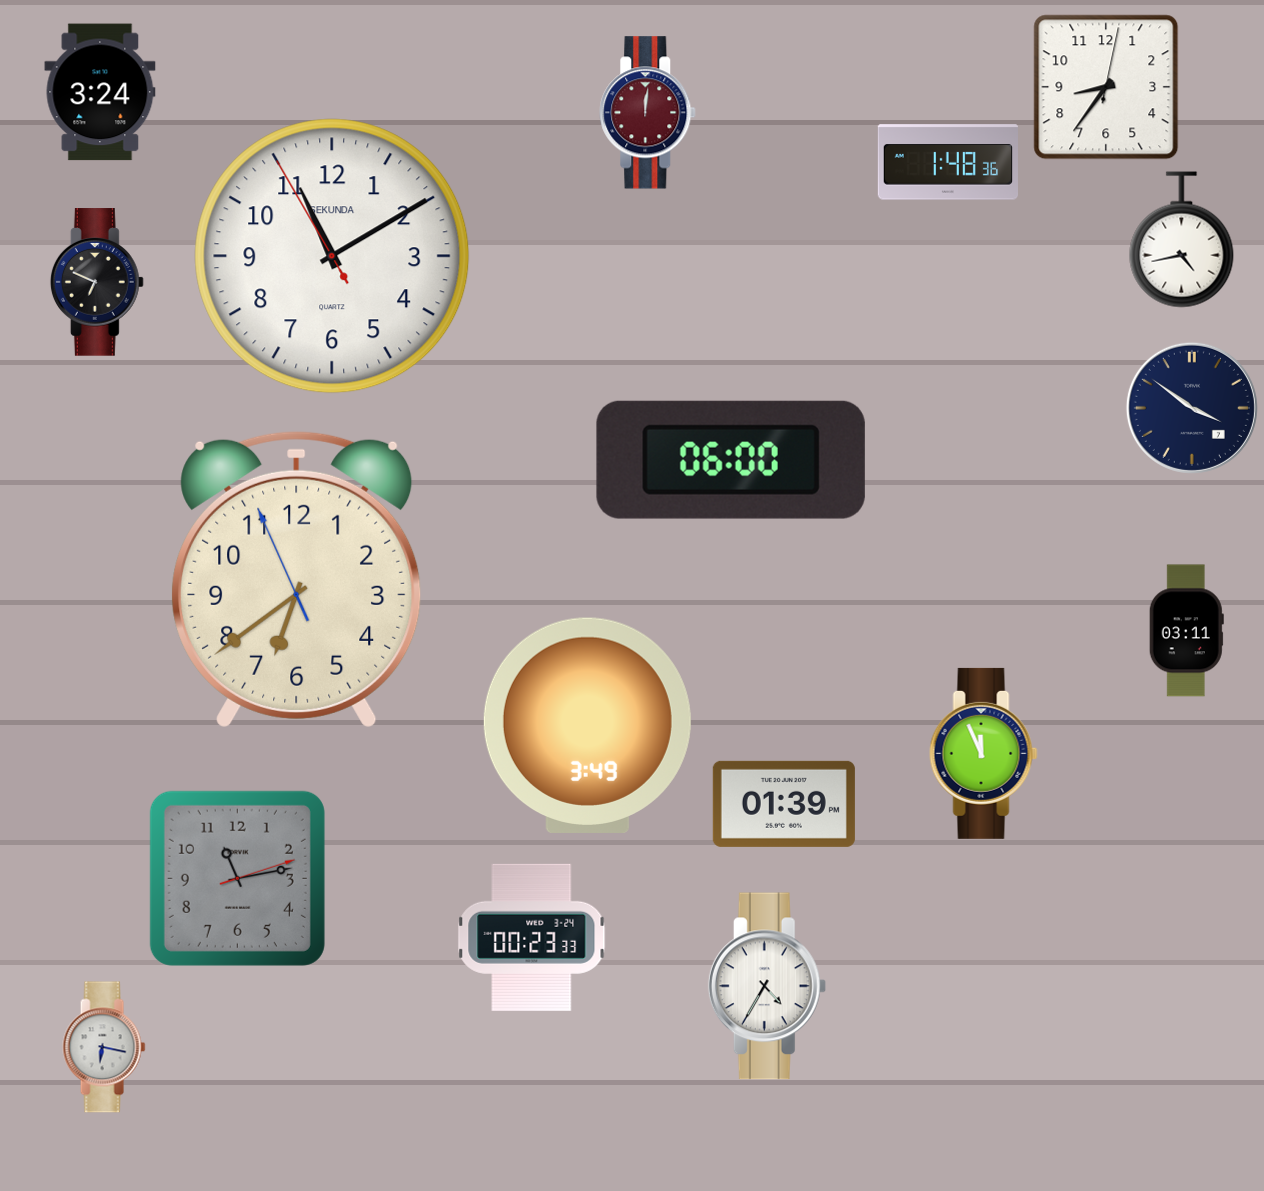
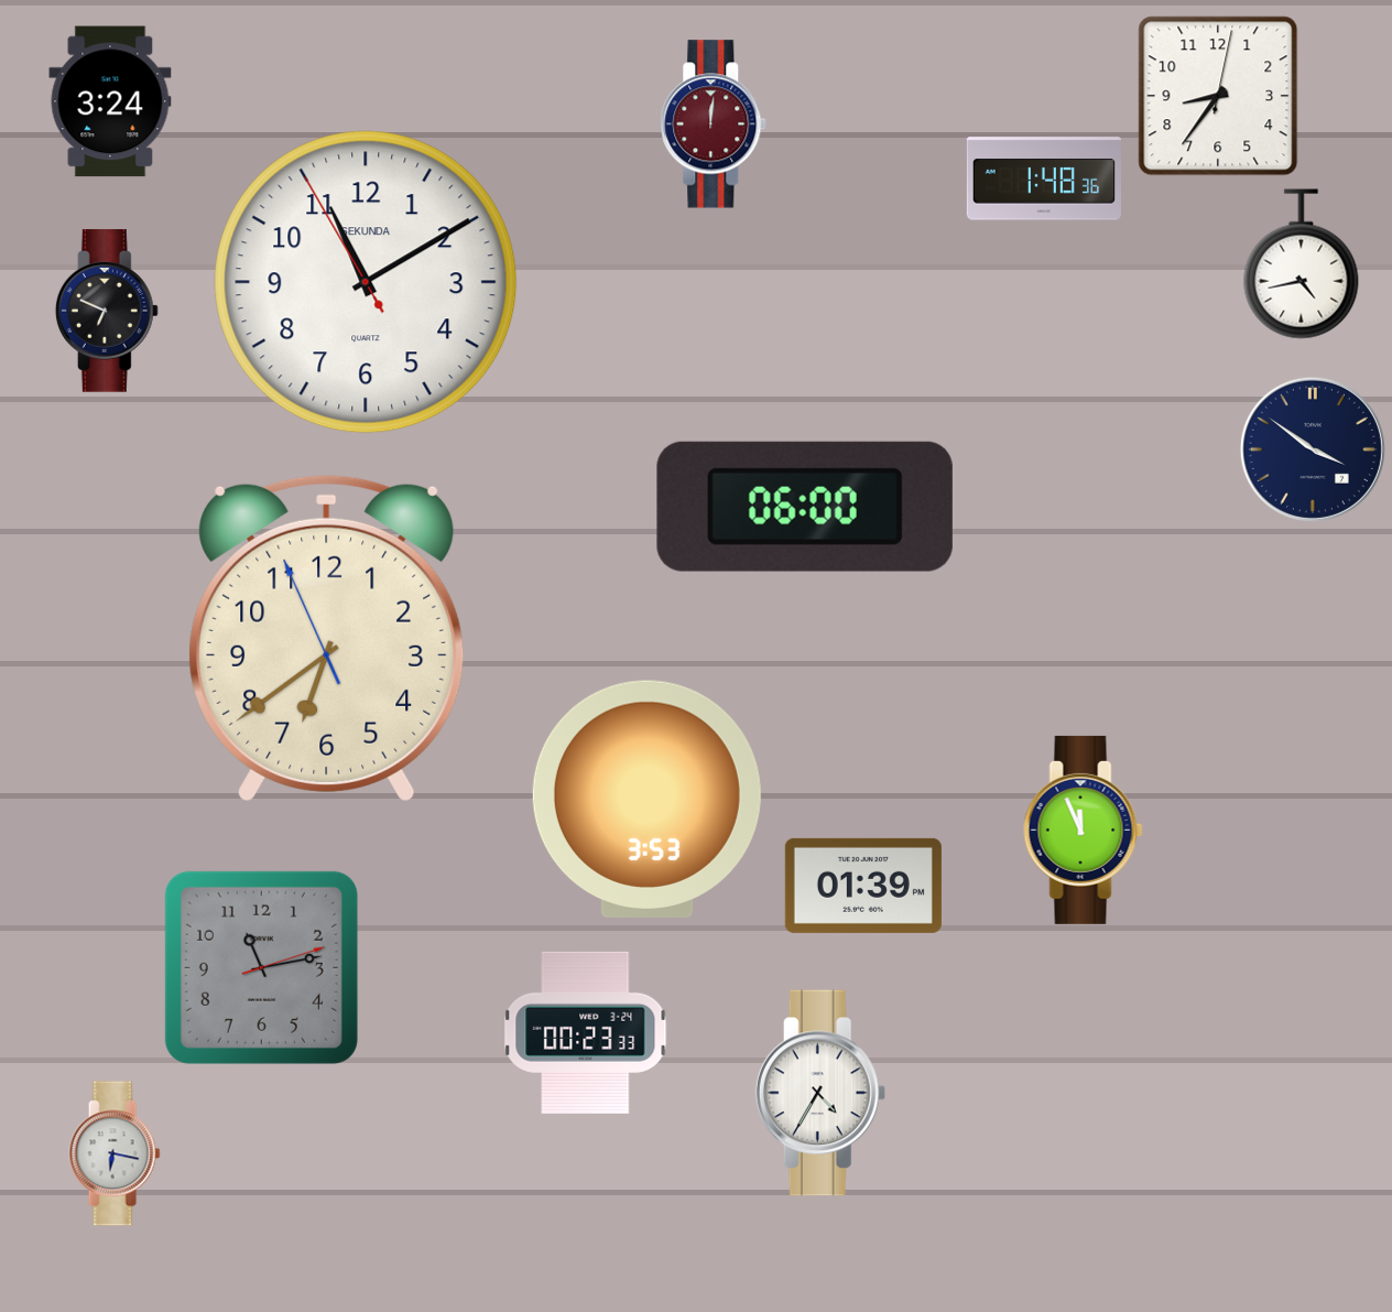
clock at (1186, 631): 03:11 -> none
clock at (587, 725): 3:49 -> 3:53
clock at (767, 986) position: (767, 986) -> (820, 1093)
